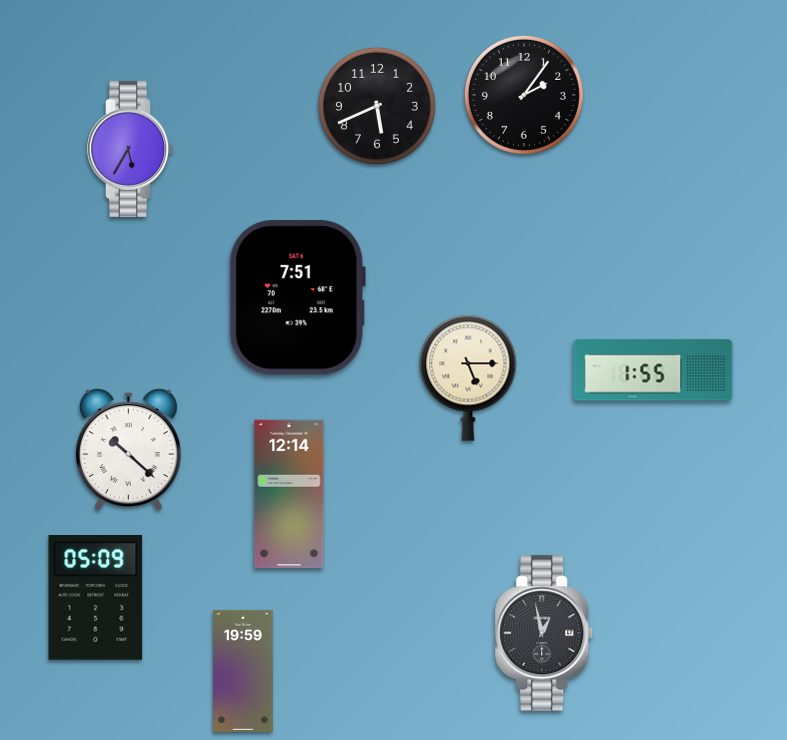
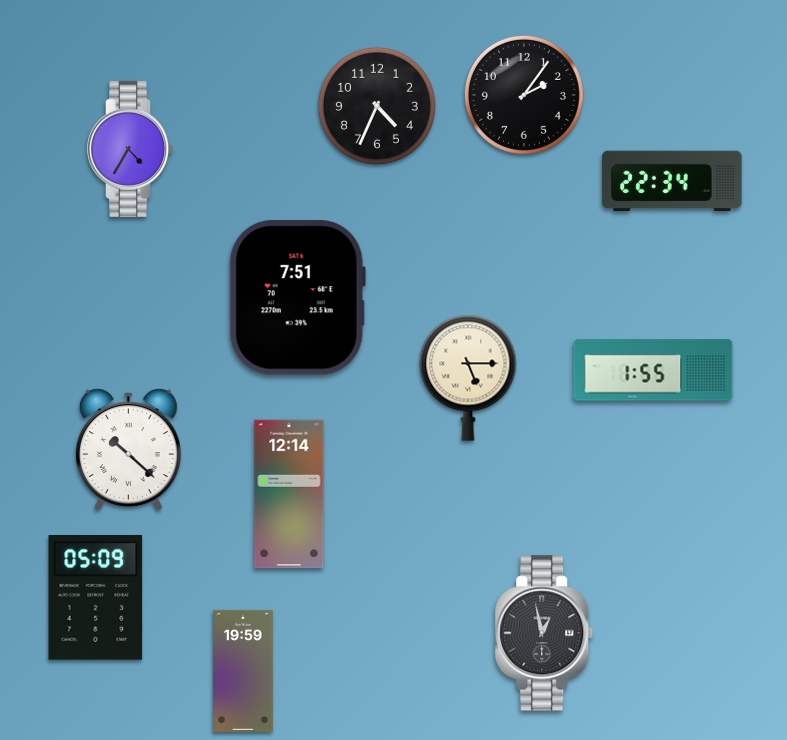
clock at (377, 106): 5:41 -> 4:34
clock at (131, 149): 5:35 -> 4:35
clock at (672, 180): none -> 22:34
